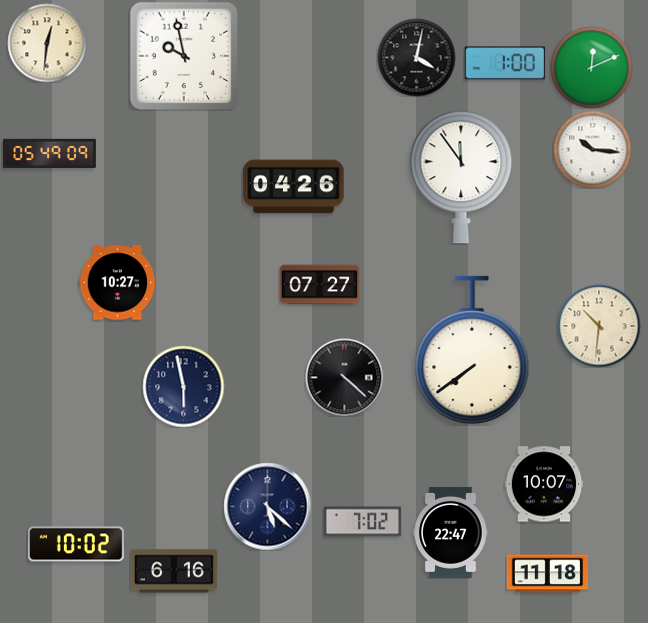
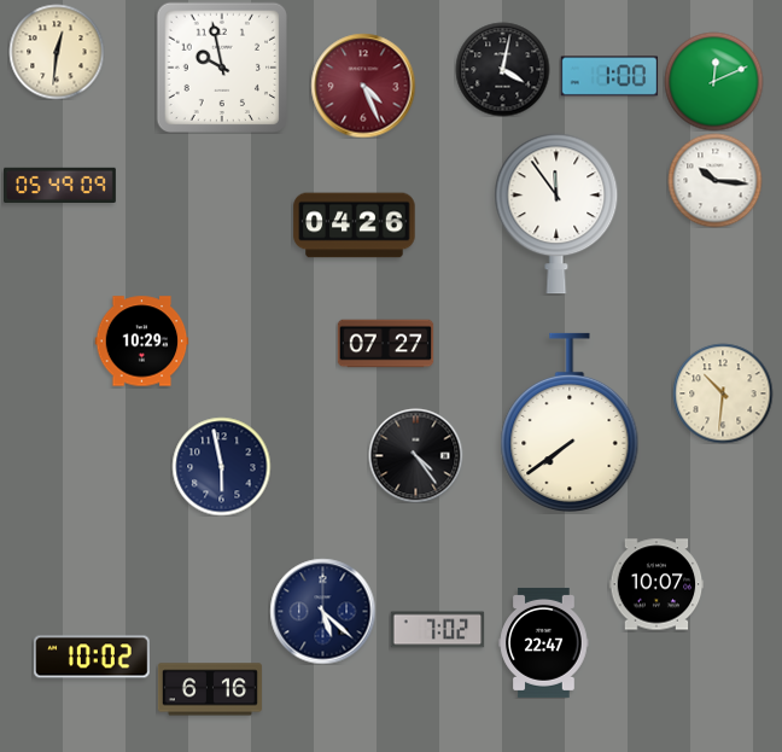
clock at (363, 86): none -> 4:26
clock at (117, 283): 10:27 -> 10:29
clock at (344, 377): 4:22 -> 4:24
clock at (547, 574): 11:18 -> none
